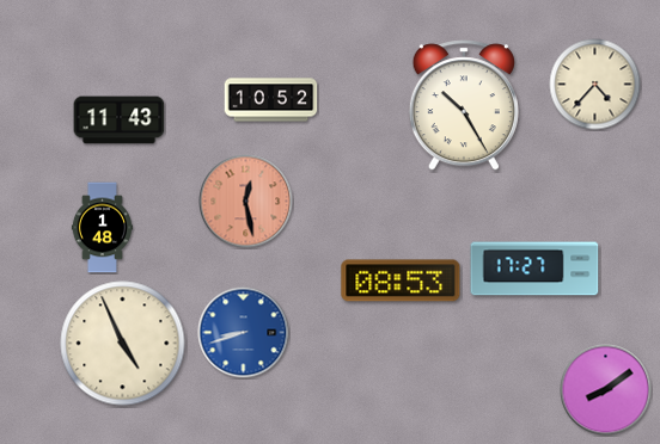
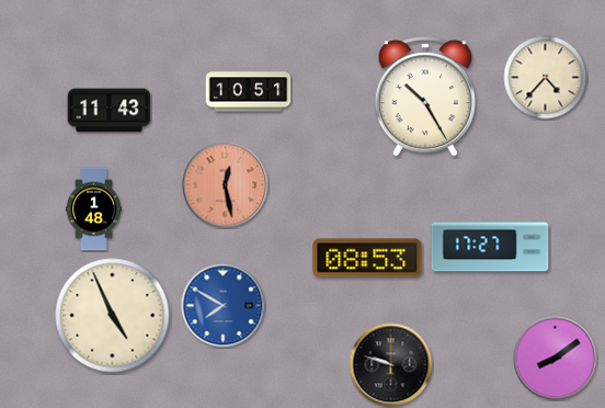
clock at (271, 100): 10:52 -> 10:51
clock at (244, 333): 8:42 -> 7:50
clock at (391, 365): none -> 9:48
